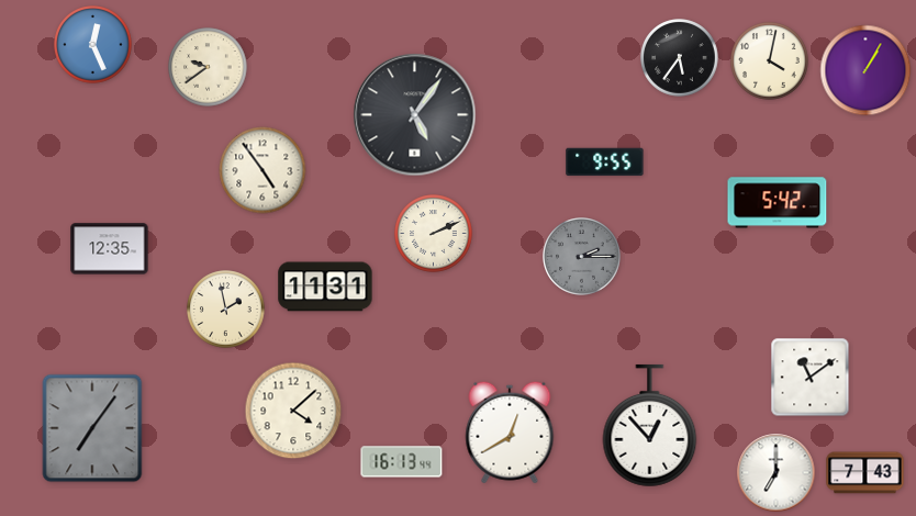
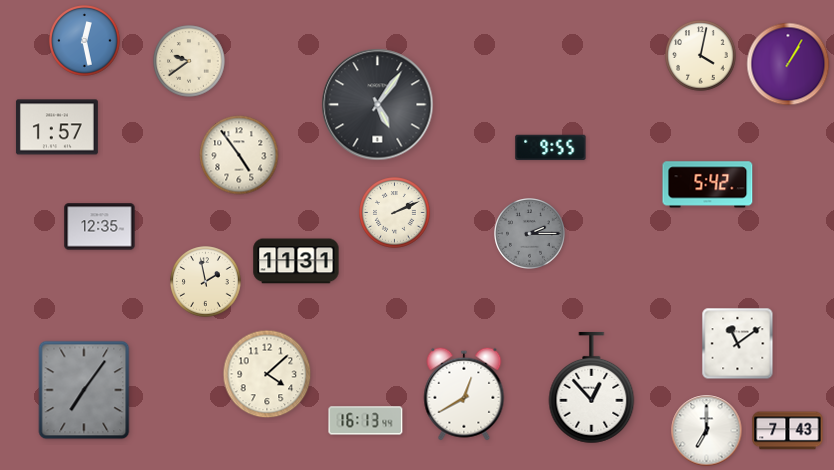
clock at (93, 45): 12:26 -> 12:28
clock at (680, 58): 5:36 -> none
clock at (57, 127): none -> 1:57
